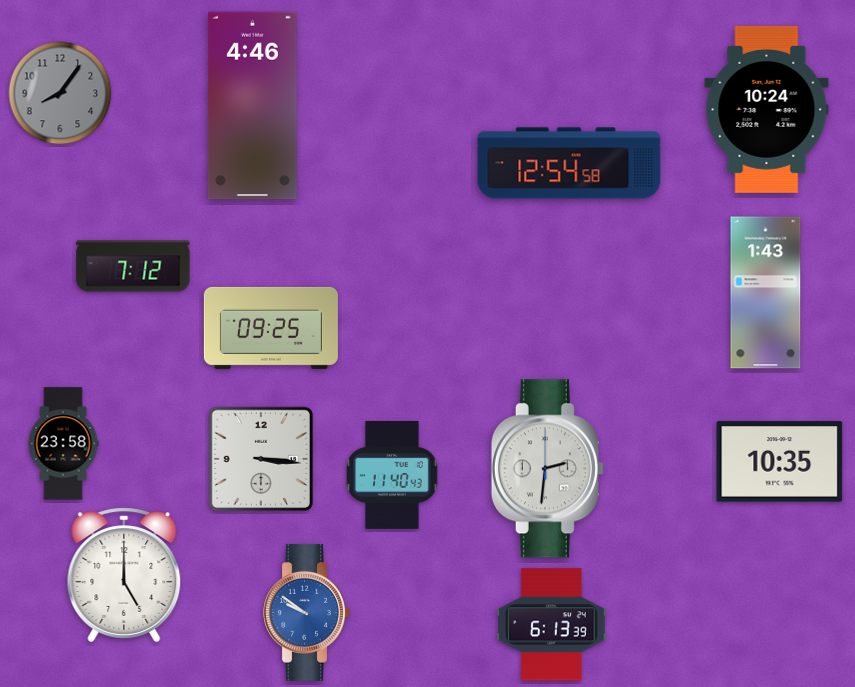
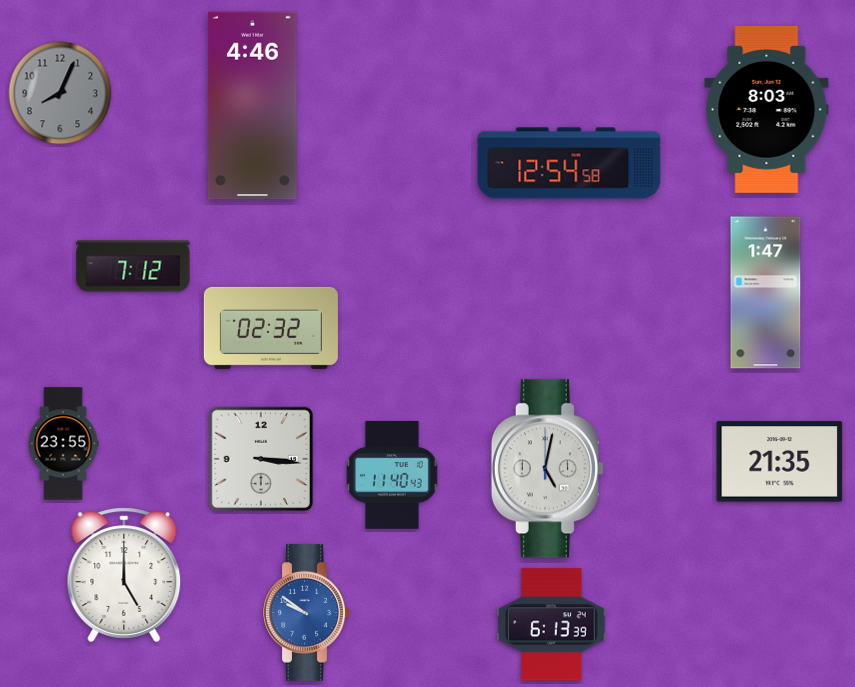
clock at (60, 93): 8:06 -> 8:04
clock at (767, 109): 10:24 -> 8:03
clock at (766, 293): 1:43 -> 1:47
clock at (271, 328): 09:25 -> 02:32
clock at (63, 444): 23:58 -> 23:55
clock at (780, 462): 10:35 -> 21:35
clock at (547, 469): 2:31 -> 5:02
